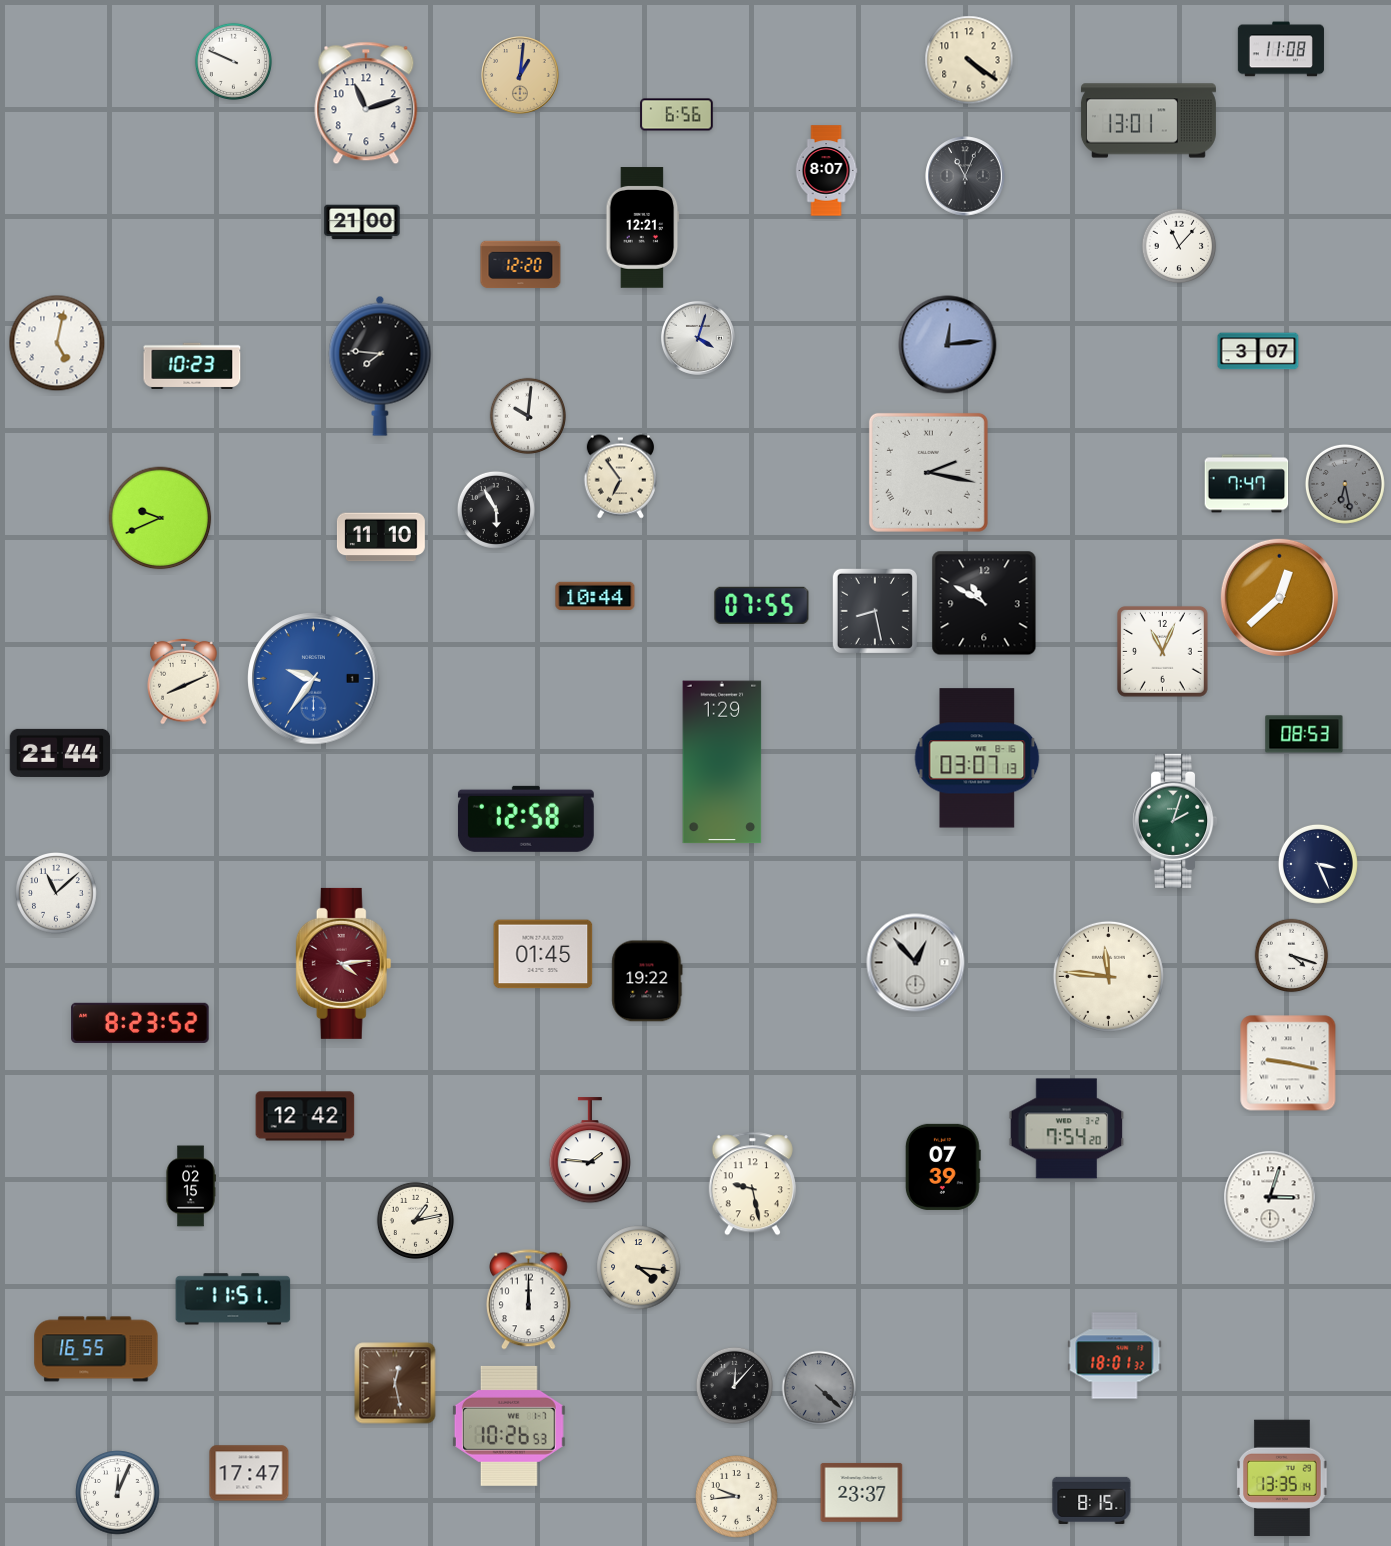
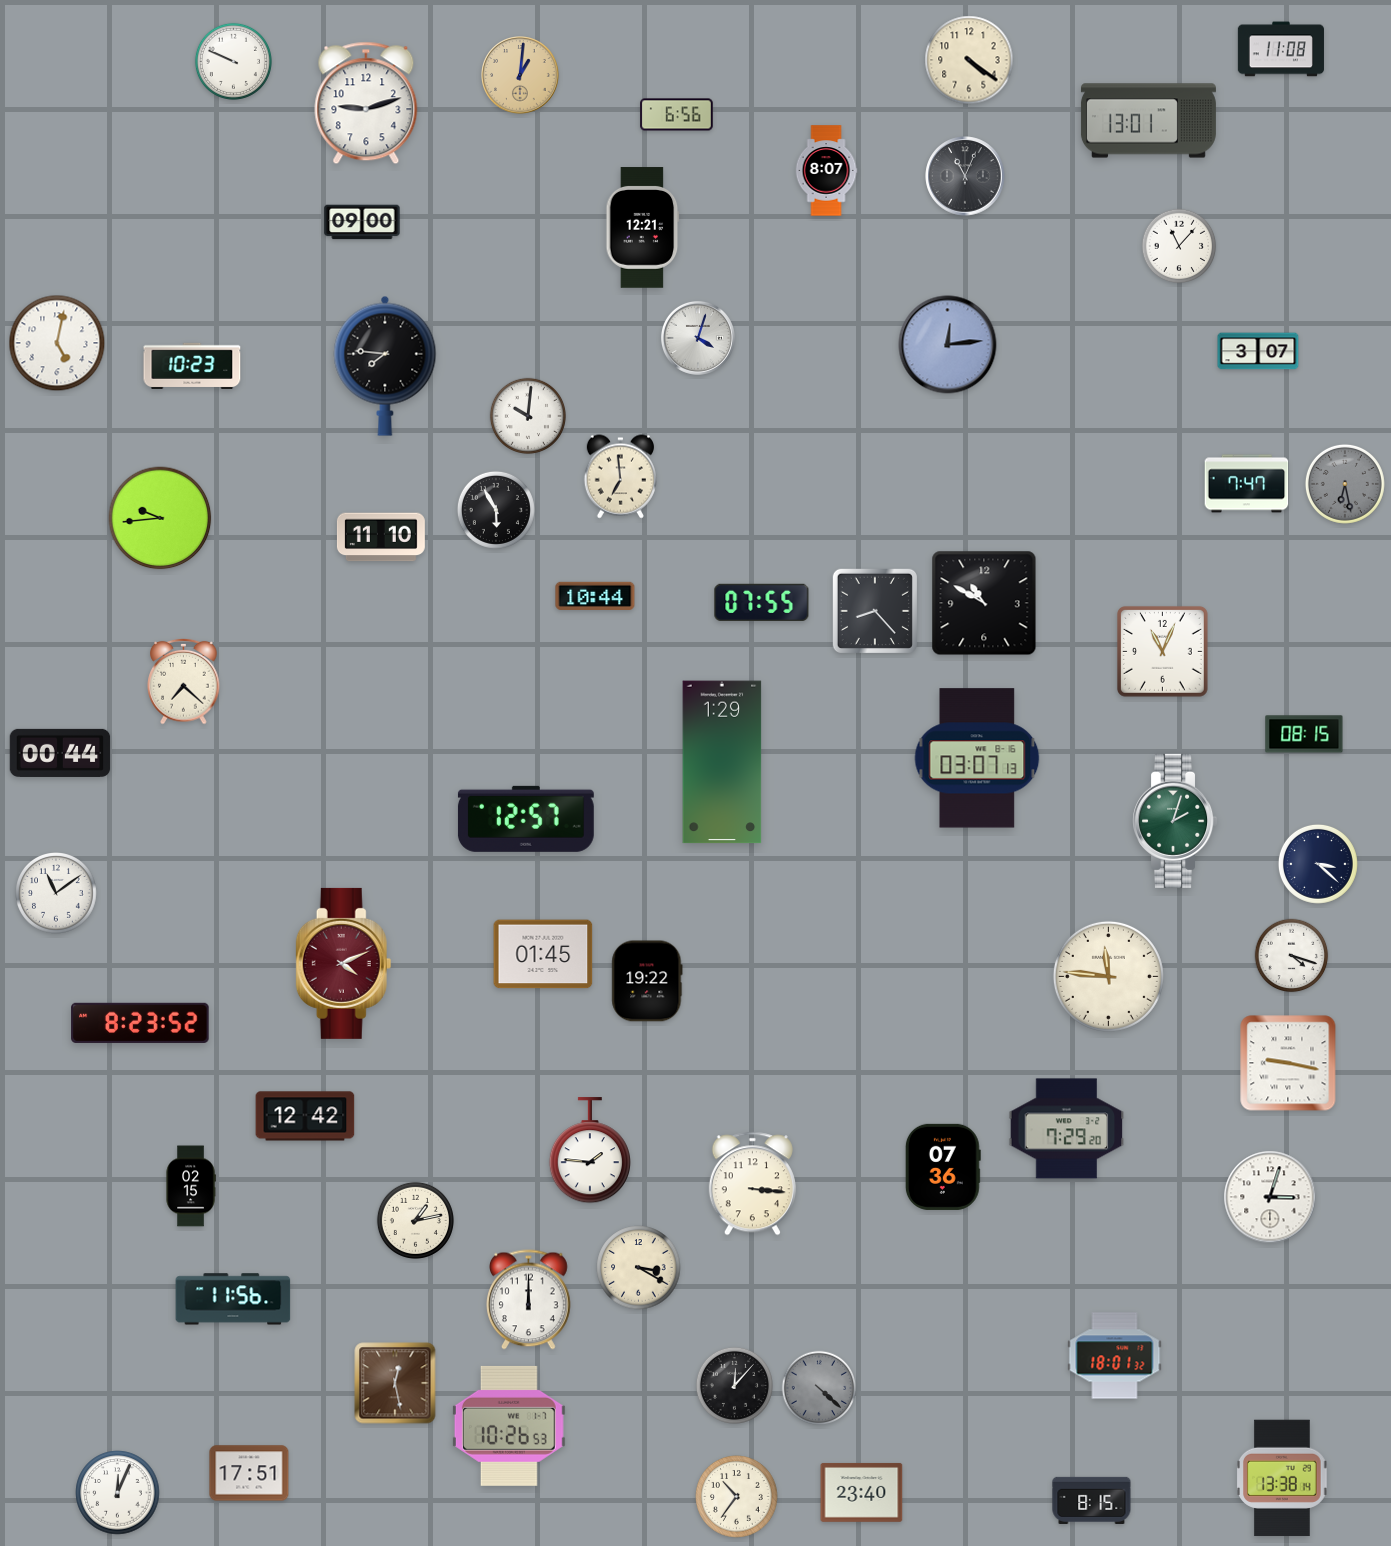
clock at (366, 103): 11:12 -> 9:12
clock at (362, 222): 21:00 -> 09:00
clock at (521, 265): 12:20 -> none
clock at (380, 366) position: (380, 366) -> (385, 366)
clock at (928, 472): 2:17 -> none
clock at (620, 477): 6:54 -> 6:59
clock at (160, 518): 9:41 -> 9:44
clock at (1279, 597): 12:38 -> none
clock at (762, 605) position: (762, 605) -> (762, 602)
clock at (875, 611): 8:28 -> 8:23
clock at (314, 679): 9:36 -> none
clock at (184, 681): 8:11 -> 7:22
clock at (1304, 734): 08:53 -> 08:15
clock at (60, 753): 21:44 -> 00:44
clock at (526, 819): 12:58 -> 12:57
clock at (1318, 864): 3:26 -> 3:22
clock at (57, 894): 11:08 -> 11:09
clock at (344, 963): 4:14 -> 4:11
clock at (916, 963): 12:53 -> none
clock at (1067, 1129): 7:54 -> 7:29
clock at (943, 1167): 07:39 -> 07:36
clock at (752, 1184): 9:28 -> 3:16
clock at (639, 1268): 4:16 -> 3:20
clock at (233, 1299): 11:51 -> 11:56
clock at (96, 1349): 16:55 -> none
clock at (249, 1473): 17:47 -> 17:51
clock at (1282, 1478): 13:35 -> 13:38
clock at (862, 1493): 23:37 -> 23:40
clock at (737, 1497): 9:44 -> 10:36
